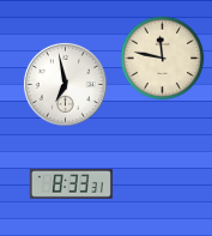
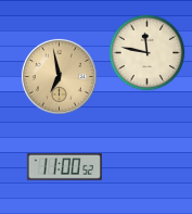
clock at (65, 84) dial: white -> champagne
clock at (71, 183): 8:33 -> 11:00
